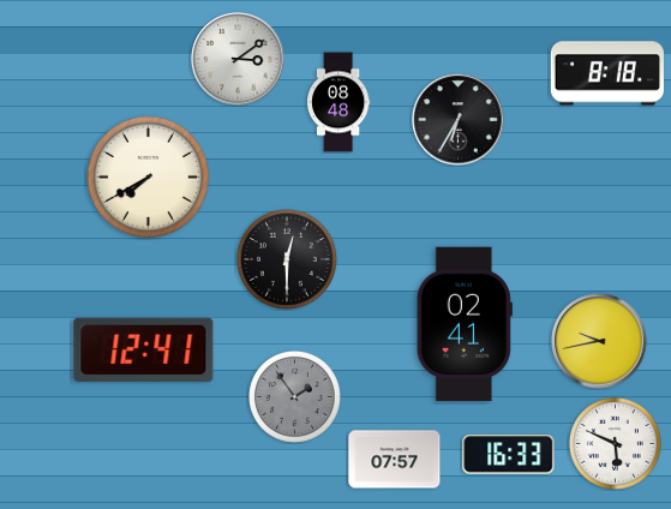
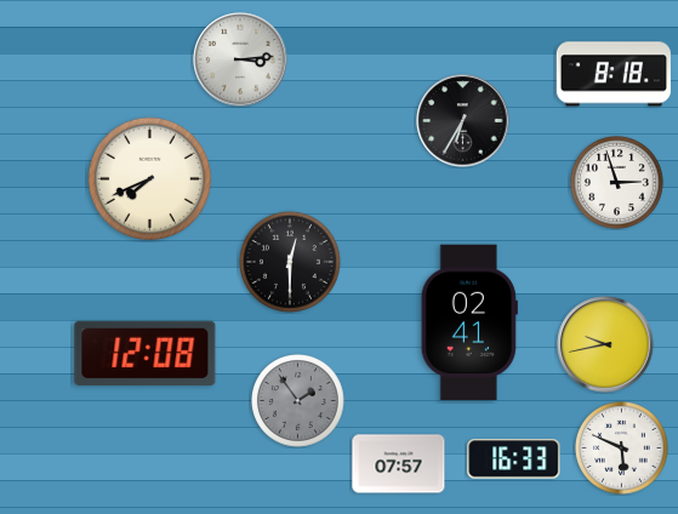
clock at (238, 59): 3:09 -> 3:14
clock at (339, 102): 08:48 -> none
clock at (148, 176): 7:40 -> 7:41
clock at (617, 183): none -> 2:57
clock at (465, 324) position: (465, 324) -> (469, 322)
clock at (144, 349): 12:41 -> 12:08
